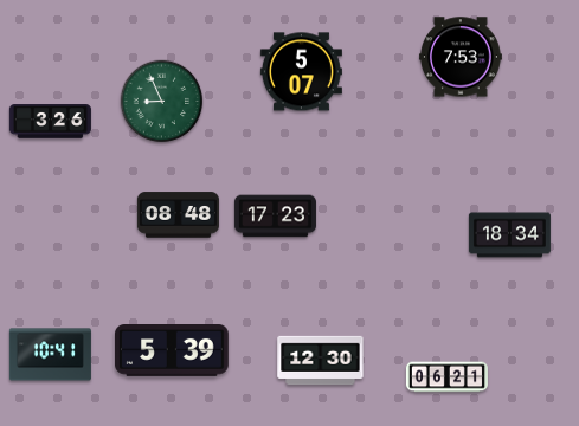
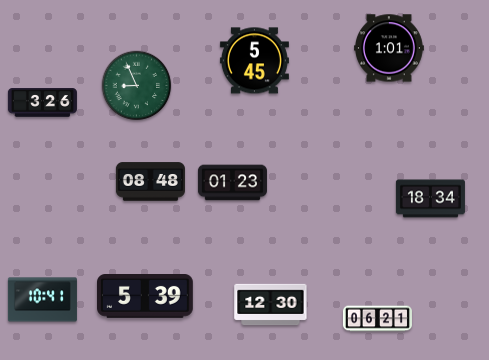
clock at (461, 57): 7:53 -> 1:01
clock at (301, 72): 5:07 -> 5:45
clock at (275, 217): 17:23 -> 01:23
